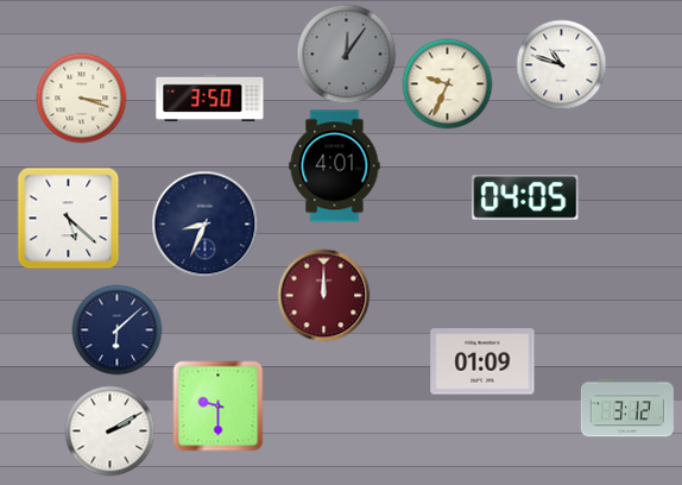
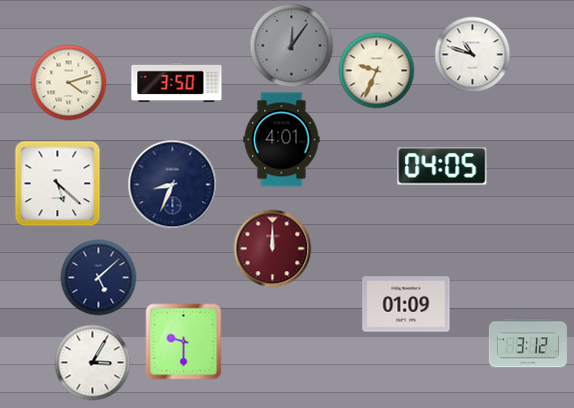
clock at (82, 99): 3:18 -> 4:12
clock at (206, 225) position: (206, 225) -> (173, 185)
clock at (118, 330): 6:08 -> 5:08
clock at (110, 432): 2:10 -> 3:05
